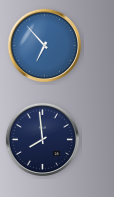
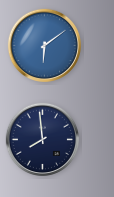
clock at (44, 45): 6:53 -> 6:09
